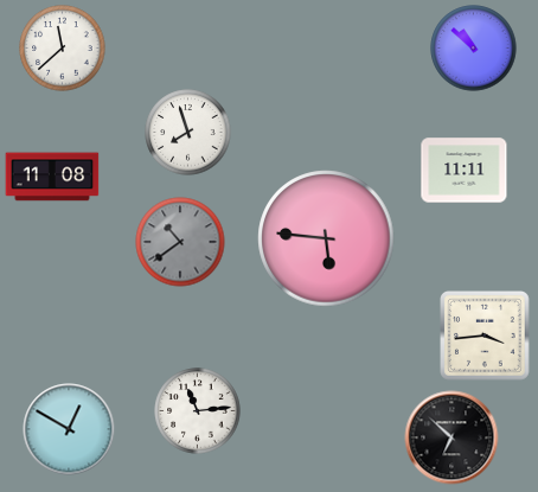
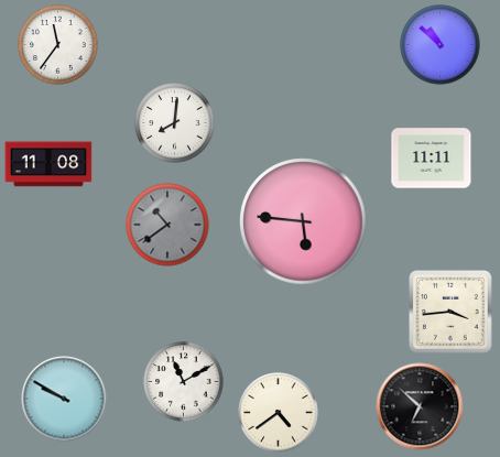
clock at (63, 49): 11:38 -> 11:36
clock at (188, 133): 7:57 -> 8:01
clock at (198, 411): 11:14 -> 11:10
clock at (69, 429): 12:50 -> 9:50
clock at (279, 413): none -> 4:39
